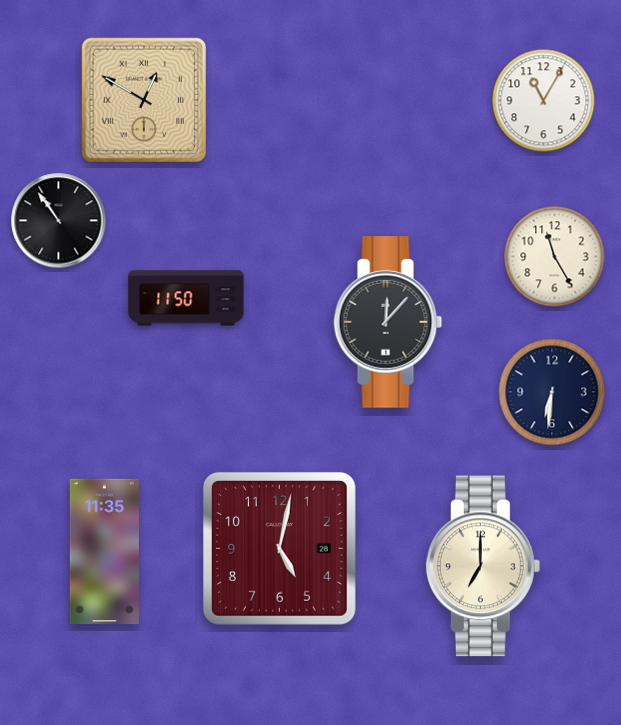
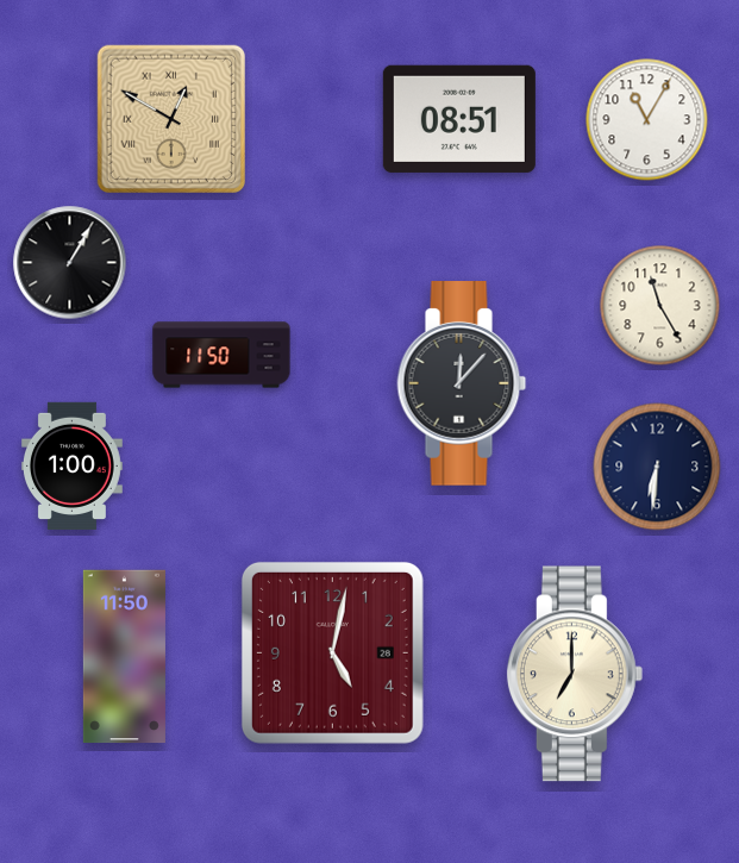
clock at (459, 119): none -> 08:51
clock at (59, 221): 10:54 -> 1:05
clock at (71, 465): none -> 1:00
clock at (104, 552): 11:35 -> 11:50
